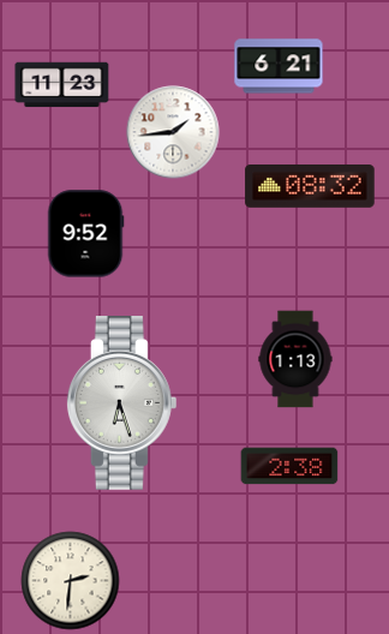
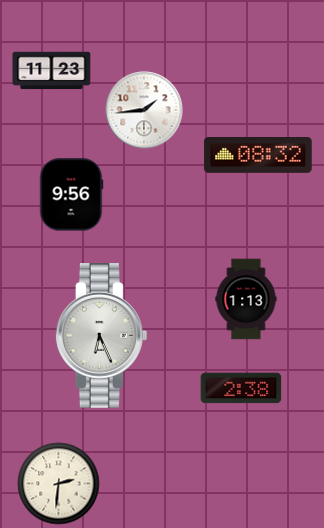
clock at (279, 66): 6:21 -> none
clock at (85, 234): 9:52 -> 9:56
clock at (121, 403): 6:27 -> 6:26
